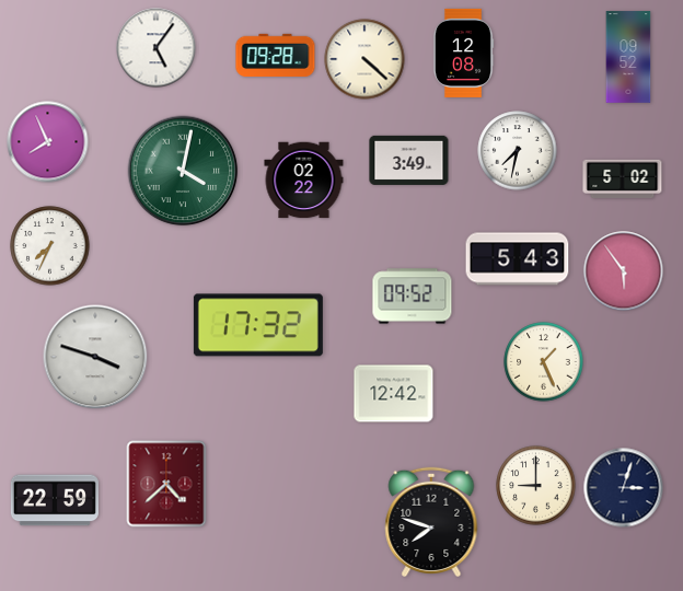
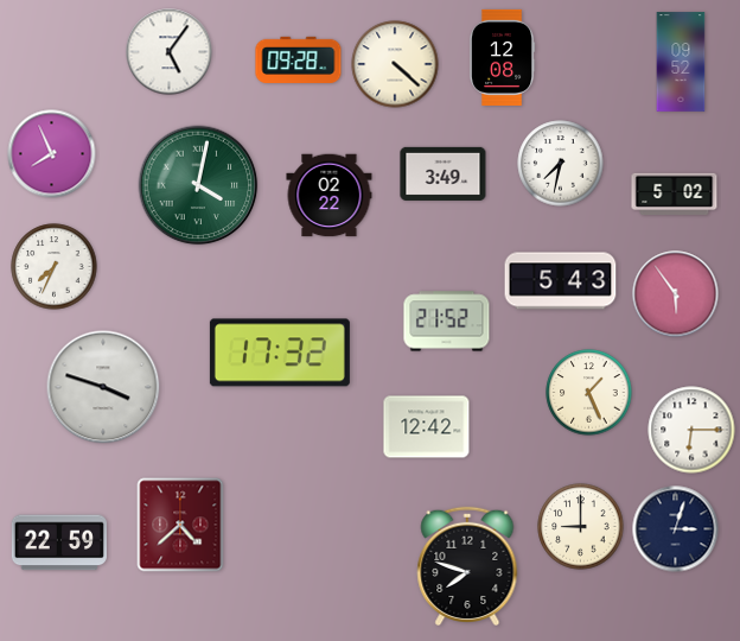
clock at (413, 297): 09:52 -> 21:52
clock at (691, 430): none -> 6:15
